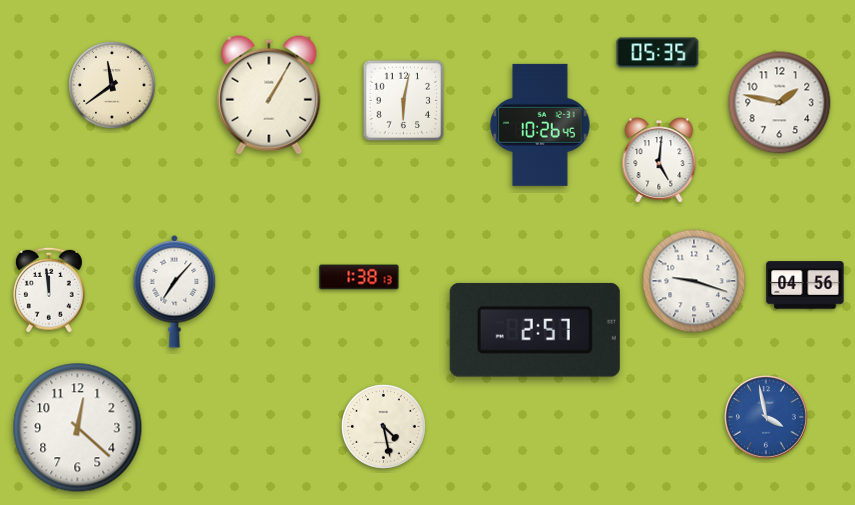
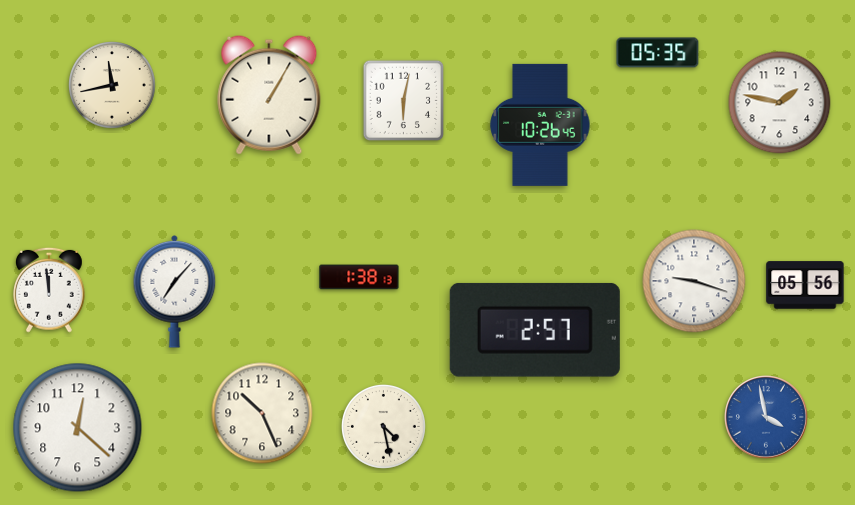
clock at (112, 85): 11:39 -> 11:43
clock at (659, 160): 5:01 -> none
clock at (805, 285): 04:56 -> 05:56
clock at (262, 413): none -> 10:26
